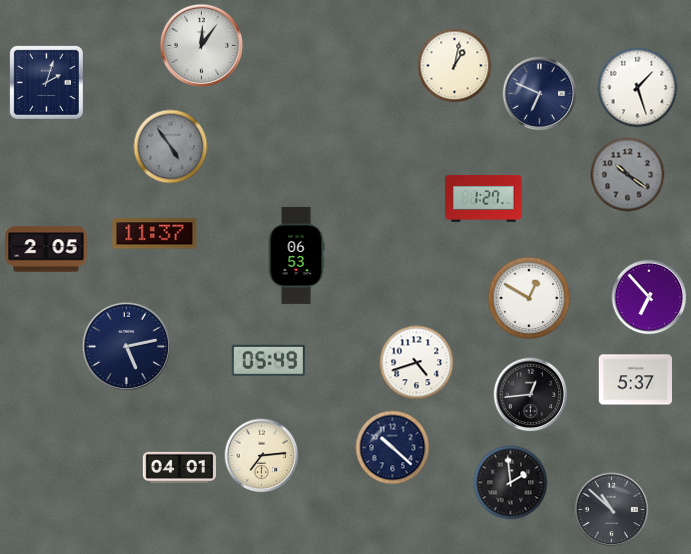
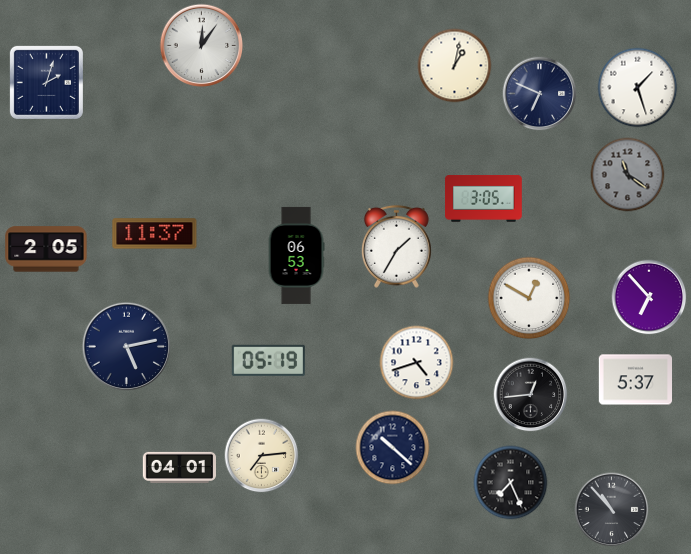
clock at (171, 147): 4:54 -> none
clock at (628, 175): 10:21 -> 11:21
clock at (484, 199): 1:27 -> 3:05
clock at (396, 246): none -> 1:35
clock at (268, 360): 05:49 -> 05:19
clock at (511, 483): 1:59 -> 7:26
clock at (612, 510): 10:52 -> 10:53
